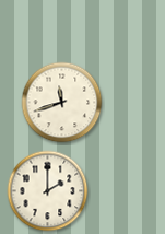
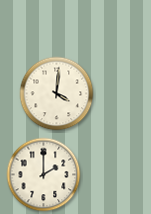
clock at (62, 103): 11:42 -> 4:01
